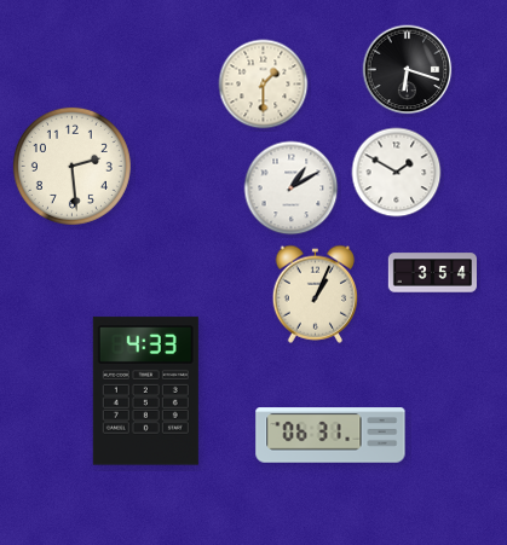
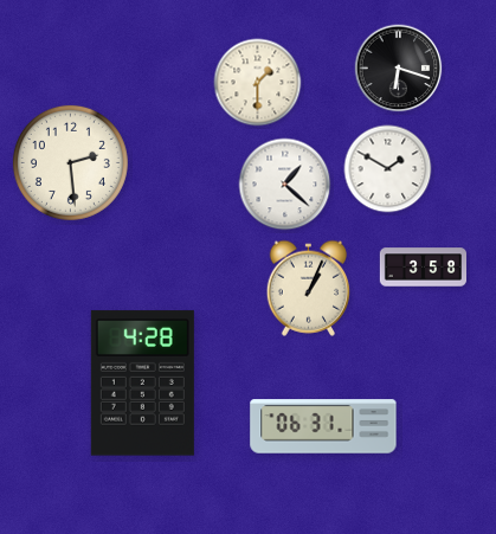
clock at (292, 189): 1:10 -> 1:22
clock at (432, 273): 3:54 -> 3:58
clock at (145, 392): 4:33 -> 4:28
